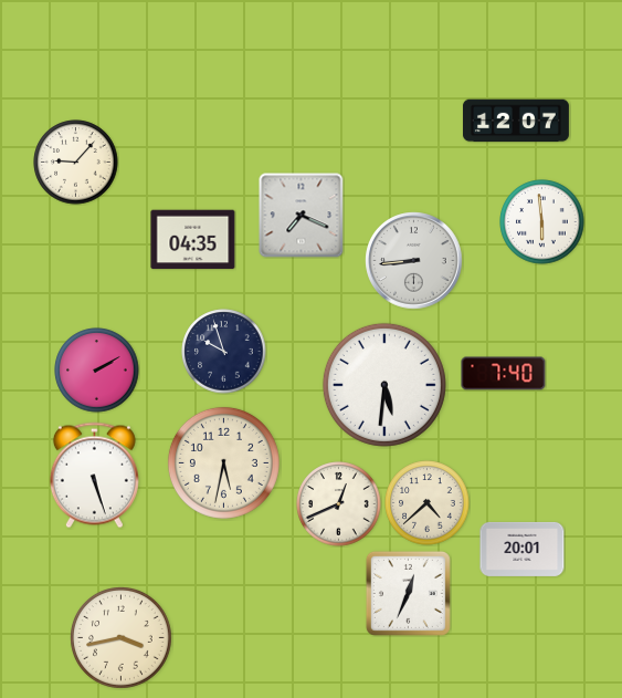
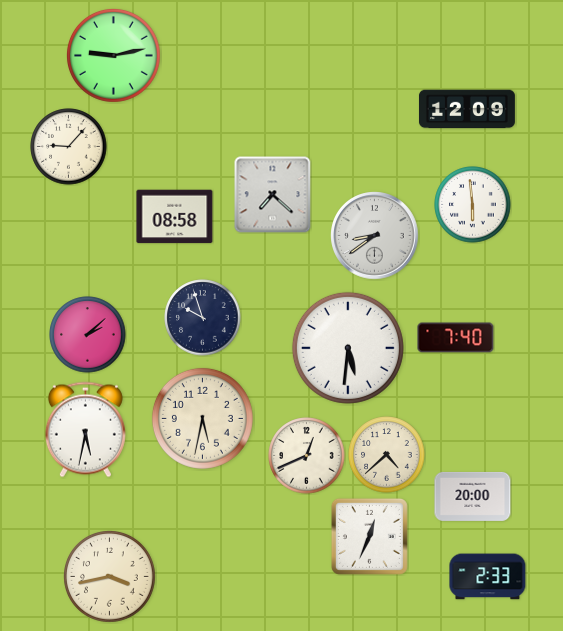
clock at (113, 55): none -> 9:13
clock at (516, 121): 12:07 -> 12:09
clock at (302, 216): 7:19 -> 7:22
clock at (542, 222) position: (542, 222) -> (473, 205)
clock at (193, 240): 04:35 -> 08:58
clock at (414, 261): 8:44 -> 8:39
clock at (97, 371): 2:10 -> 2:08
clock at (94, 476): 5:27 -> 5:32
clock at (523, 549): 20:01 -> 20:00
clock at (488, 577): none -> 2:33
